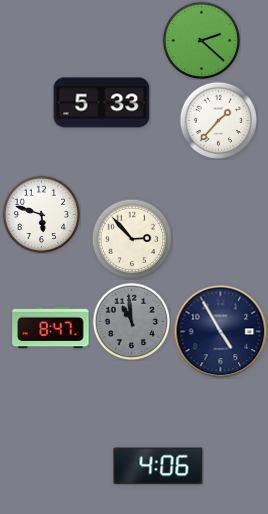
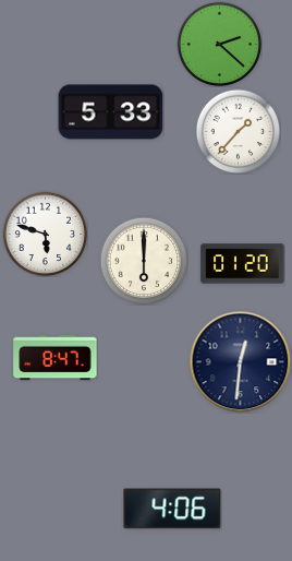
clock at (132, 239): 2:53 -> 6:00
clock at (243, 264): none -> 01:20
clock at (131, 321): 10:59 -> none
clock at (220, 331): 4:55 -> 12:31
